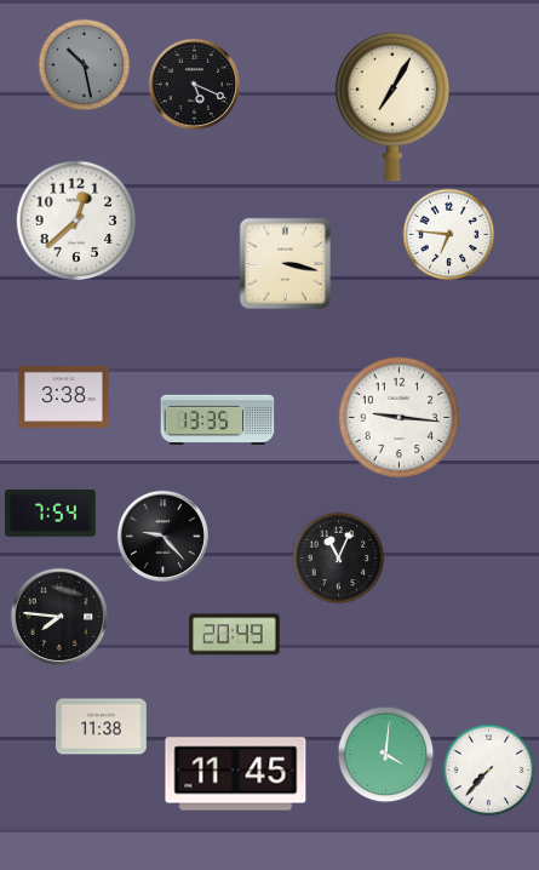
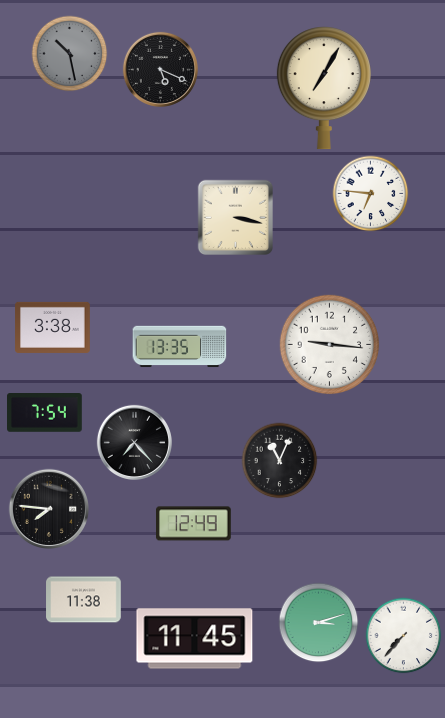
clock at (76, 221): 12:38 -> none
clock at (51, 514) position: (51, 514) -> (45, 413)
clock at (162, 536): 9:23 -> 7:23
clock at (235, 635): 20:49 -> 12:49
clock at (386, 755): 4:01 -> 3:12
